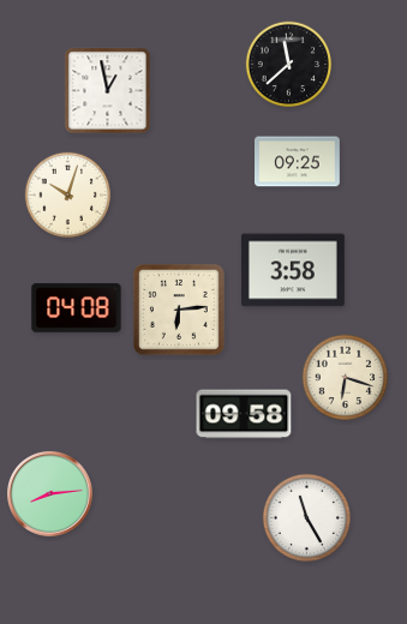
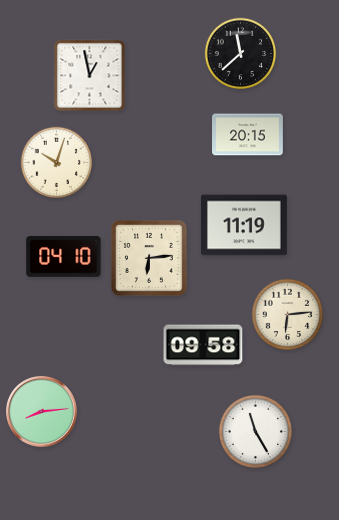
clock at (298, 162): 09:25 -> 20:15
clock at (293, 270): 3:58 -> 11:19
clock at (77, 308): 04:08 -> 04:10
clock at (346, 378): 6:18 -> 6:14
